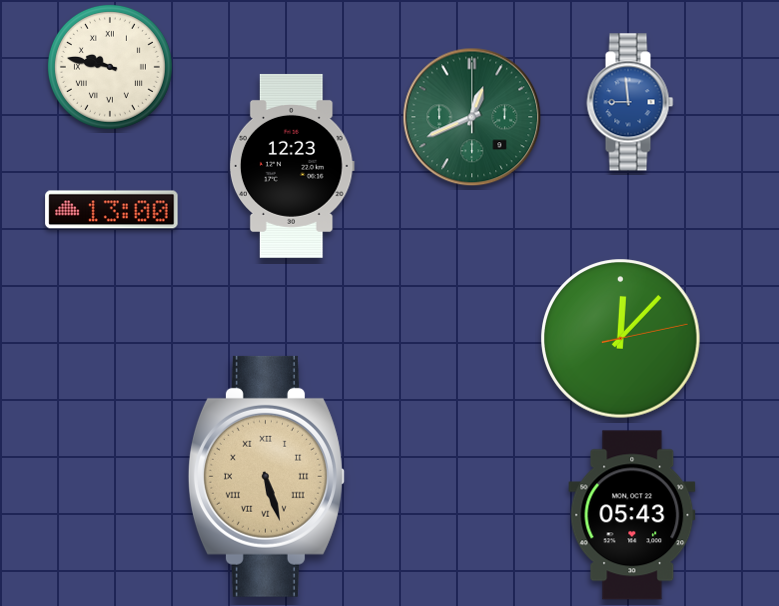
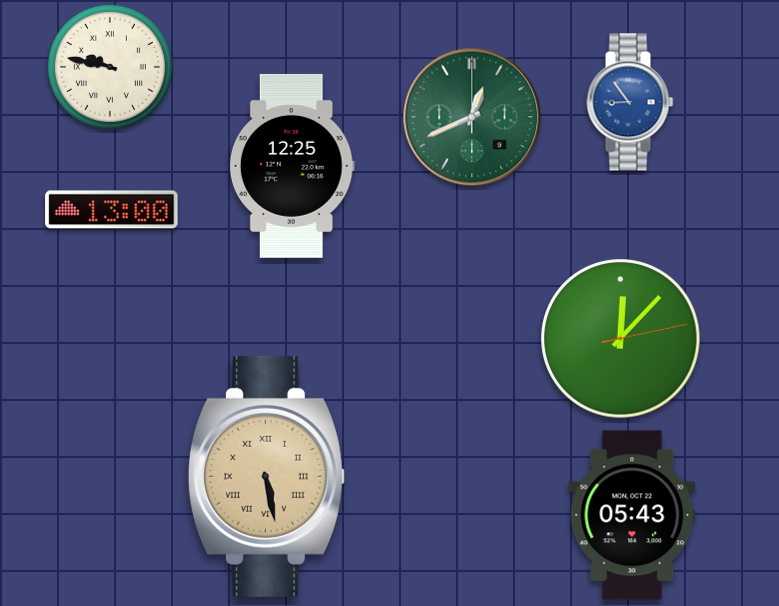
clock at (630, 102): 8:59 -> 8:54
clock at (292, 166): 12:23 -> 12:25
clock at (266, 476): 5:27 -> 5:28
